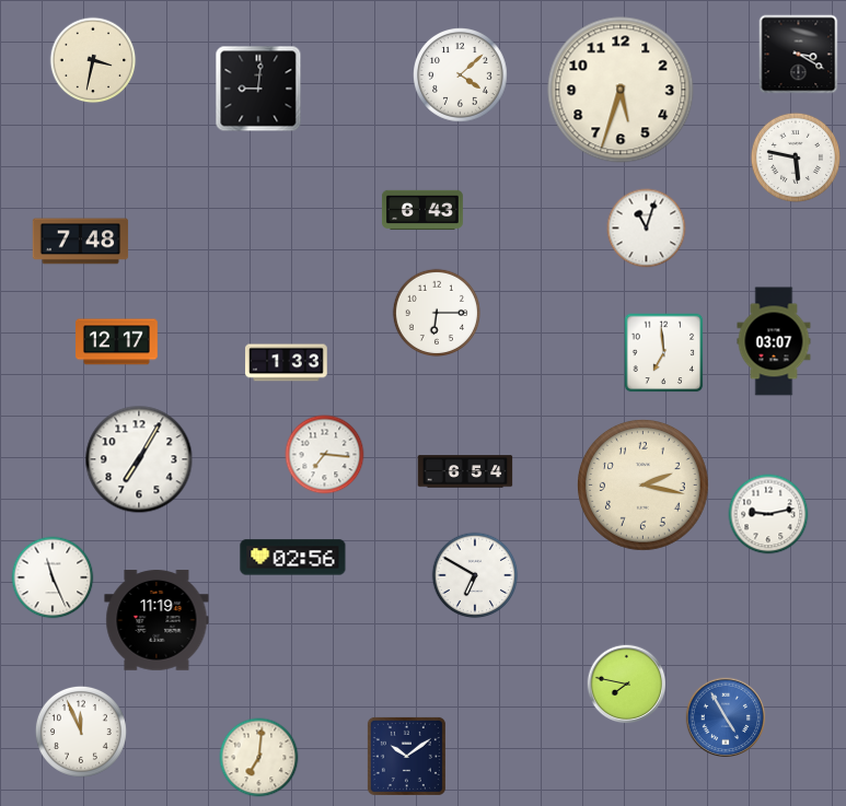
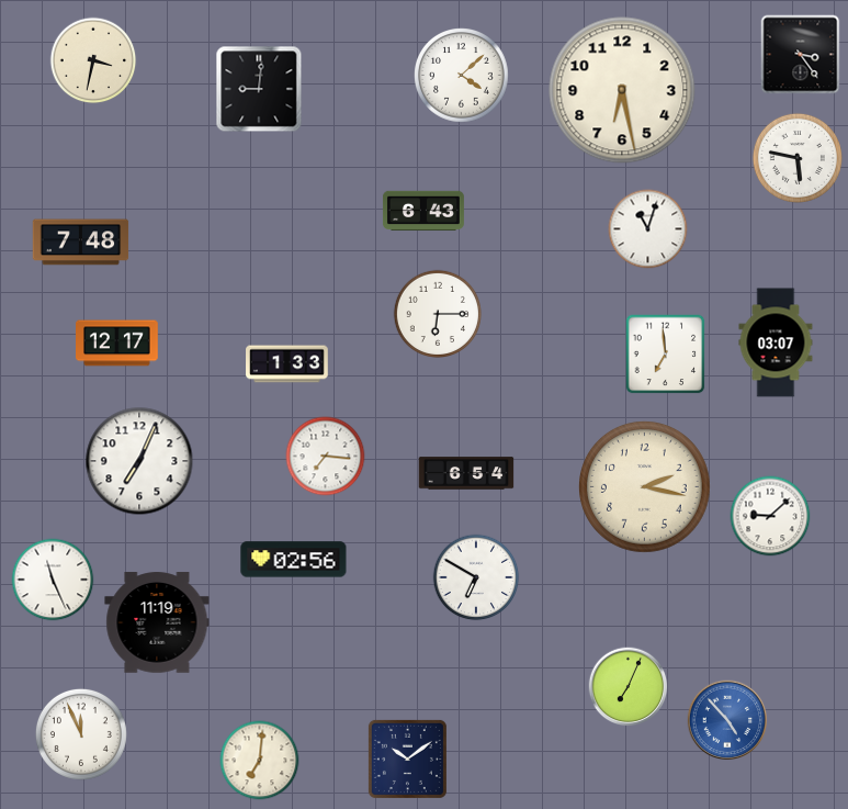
clock at (799, 55): 3:20 -> 3:24
clock at (621, 90): 5:33 -> 6:28
clock at (139, 459): 7:05 -> 7:04
clock at (768, 514): 9:13 -> 9:08
clock at (627, 685): 7:47 -> 7:04
clock at (726, 717): 4:55 -> 4:53
